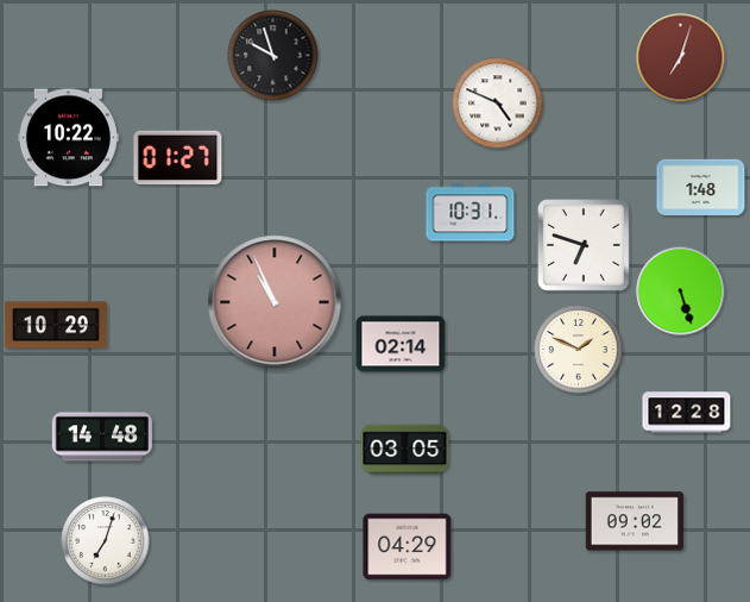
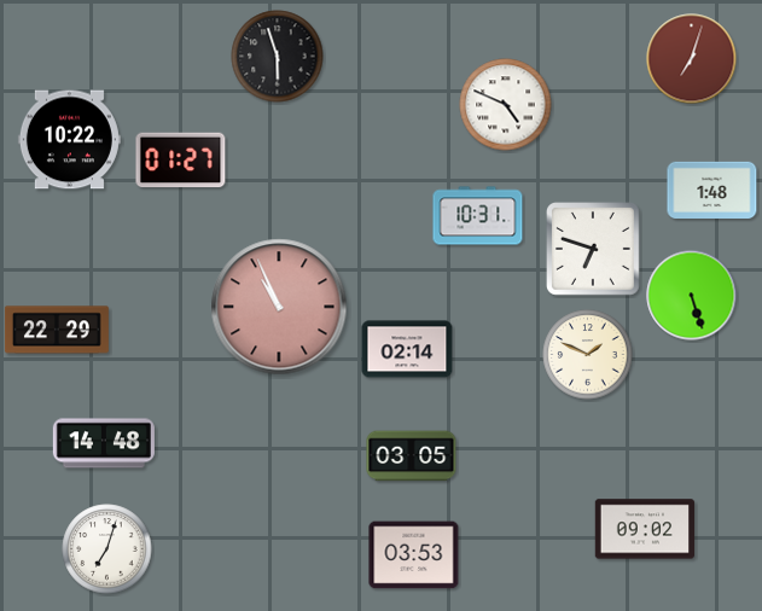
clock at (273, 56): 9:57 -> 5:57
clock at (56, 325): 10:29 -> 22:29
clock at (687, 413): 12:28 -> none
clock at (408, 547): 04:29 -> 03:53
